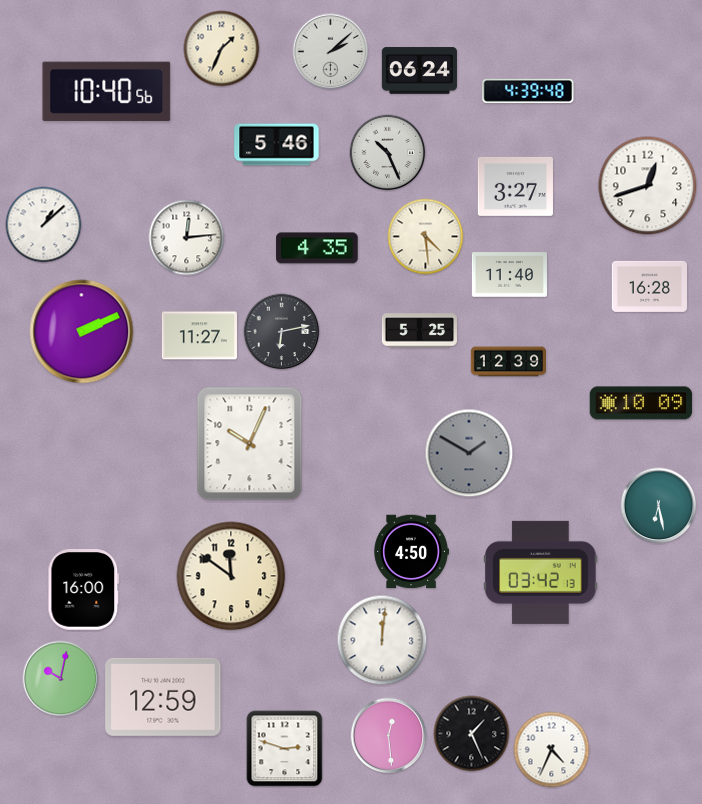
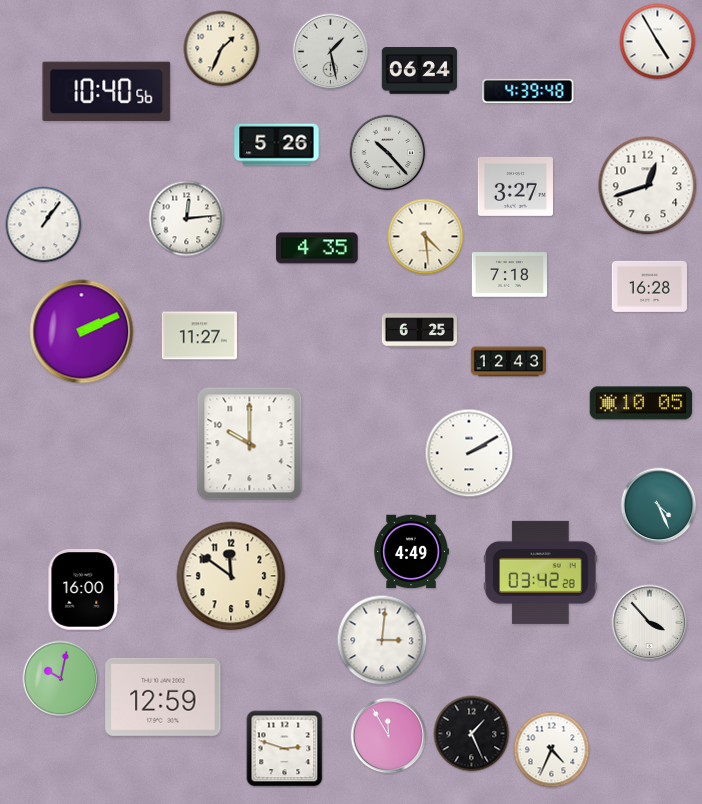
clock at (658, 42): none -> 4:55
clock at (331, 52): 2:08 -> 1:28
clock at (277, 145): 5:46 -> 5:26
clock at (388, 153): 10:26 -> 10:23
clock at (44, 225): 1:08 -> 1:06
clock at (187, 238) position: (187, 238) -> (187, 219)
clock at (509, 275): 11:40 -> 7:18
clock at (419, 331): 5:25 -> 6:25
clock at (282, 332): 6:13 -> none
clock at (508, 362): 12:39 -> 12:43
clock at (641, 403): 10:09 -> 10:05
clock at (250, 444): 10:04 -> 10:00
clock at (469, 453): 1:50 -> 2:10
clock at (469, 453) dial: grey -> white
clock at (659, 506): 6:28 -> 4:26
clock at (411, 552): 4:50 -> 4:49
clock at (541, 572): 03:42:13 -> 03:42:28
clock at (650, 623): none -> 3:53
clock at (382, 640): 12:01 -> 3:01
clock at (389, 736): 12:29 -> 11:55
